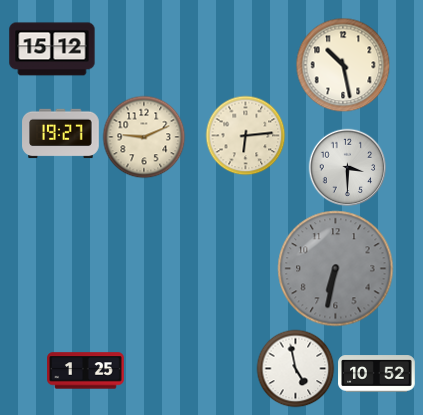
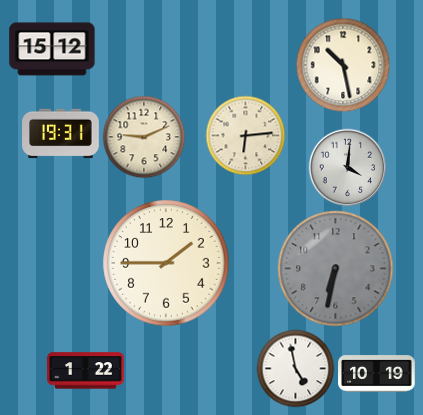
clock at (61, 134): 19:27 -> 19:31
clock at (347, 167): 3:30 -> 4:01
clock at (166, 263): none -> 1:45
clock at (86, 371): 1:25 -> 1:22
clock at (377, 374): 10:52 -> 10:19
